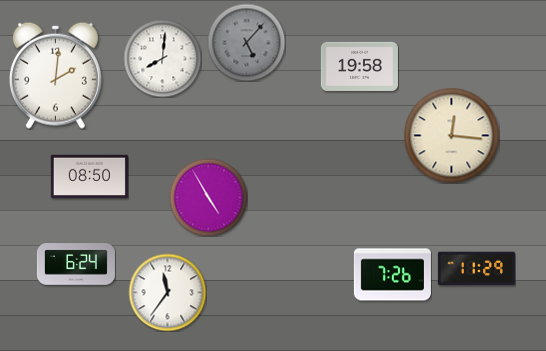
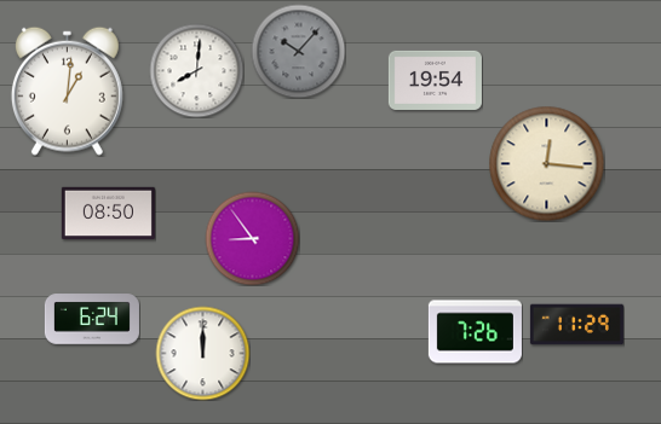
clock at (246, 42): 5:07 -> 10:07
clock at (359, 66): 19:58 -> 19:54
clock at (55, 75): 2:01 -> 1:01
clock at (208, 197): 4:55 -> 8:54
clock at (167, 292): 11:36 -> 12:00
